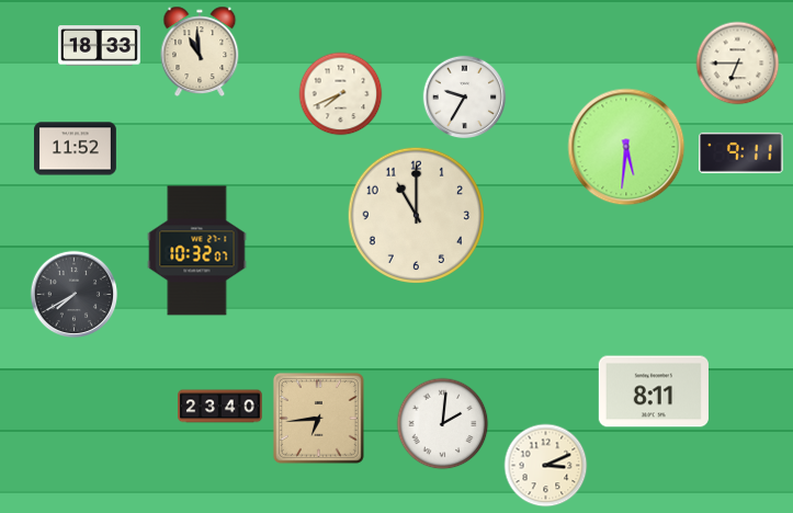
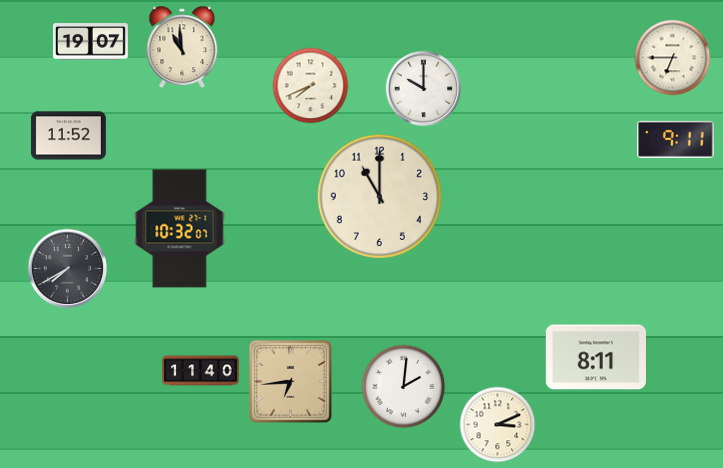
clock at (99, 46): 18:33 -> 19:07
clock at (465, 98): 9:35 -> 10:00
clock at (626, 147): 5:31 -> none
clock at (220, 407): 23:40 -> 11:40
